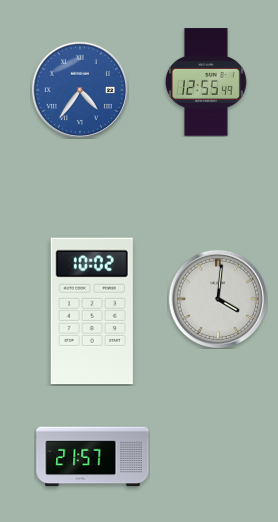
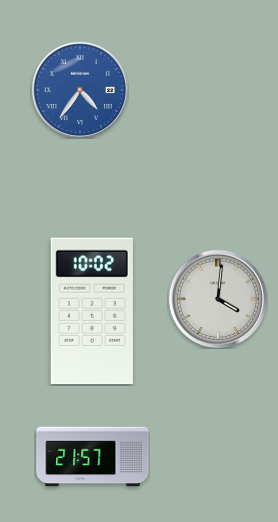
clock at (206, 82): 12:55 -> none
